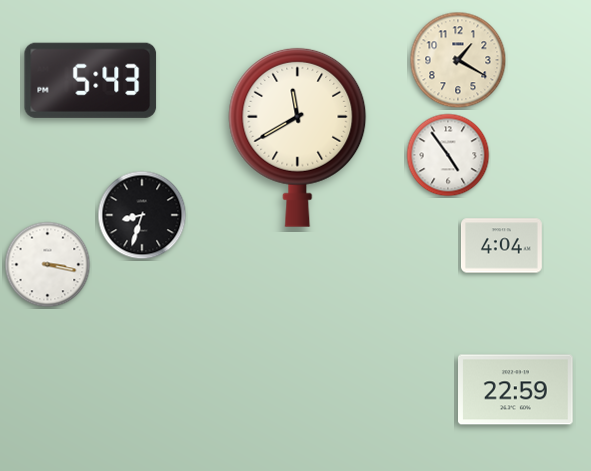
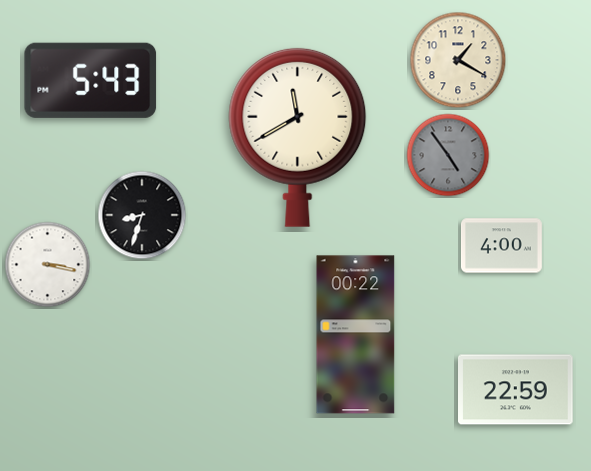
clock at (448, 155) dial: white -> grey
clock at (501, 246): 4:04 -> 4:00
clock at (356, 335): none -> 00:22
